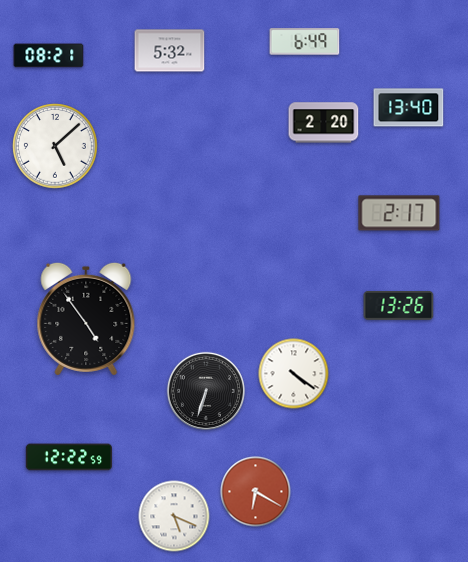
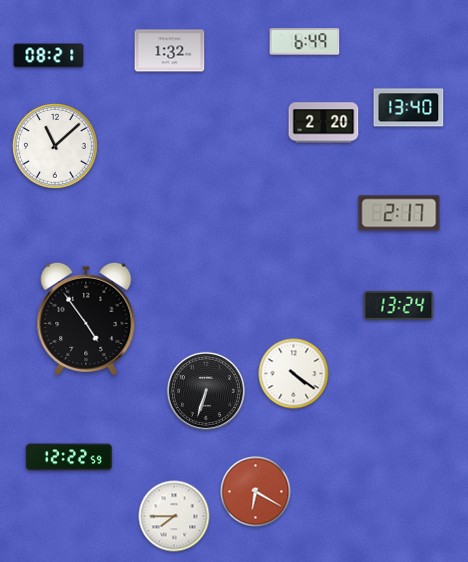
clock at (170, 51): 5:32 -> 1:32
clock at (55, 146): 5:08 -> 11:08
clock at (399, 305): 13:26 -> 13:24
clock at (174, 516): 5:19 -> 7:45
